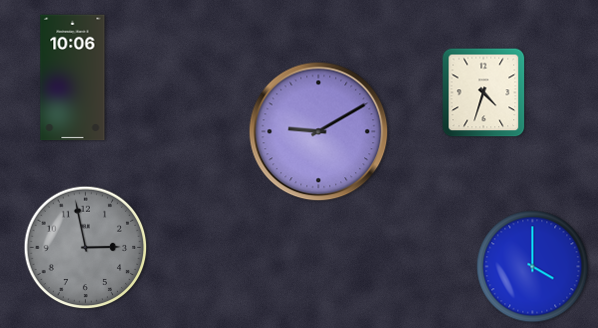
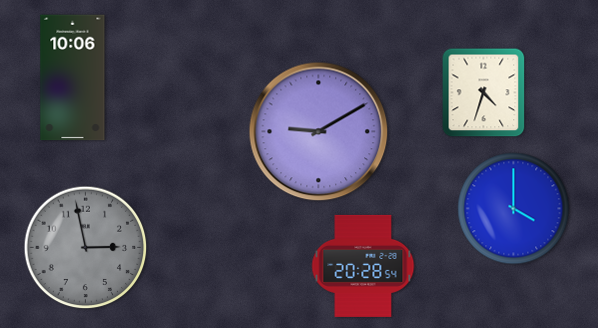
clock at (363, 266): none -> 20:28
clock at (533, 267) position: (533, 267) -> (514, 209)
